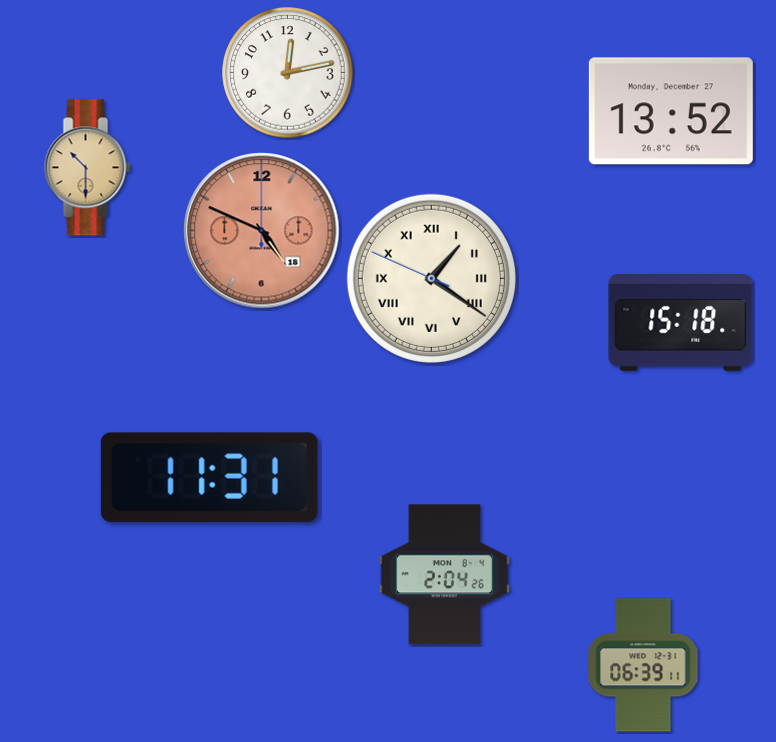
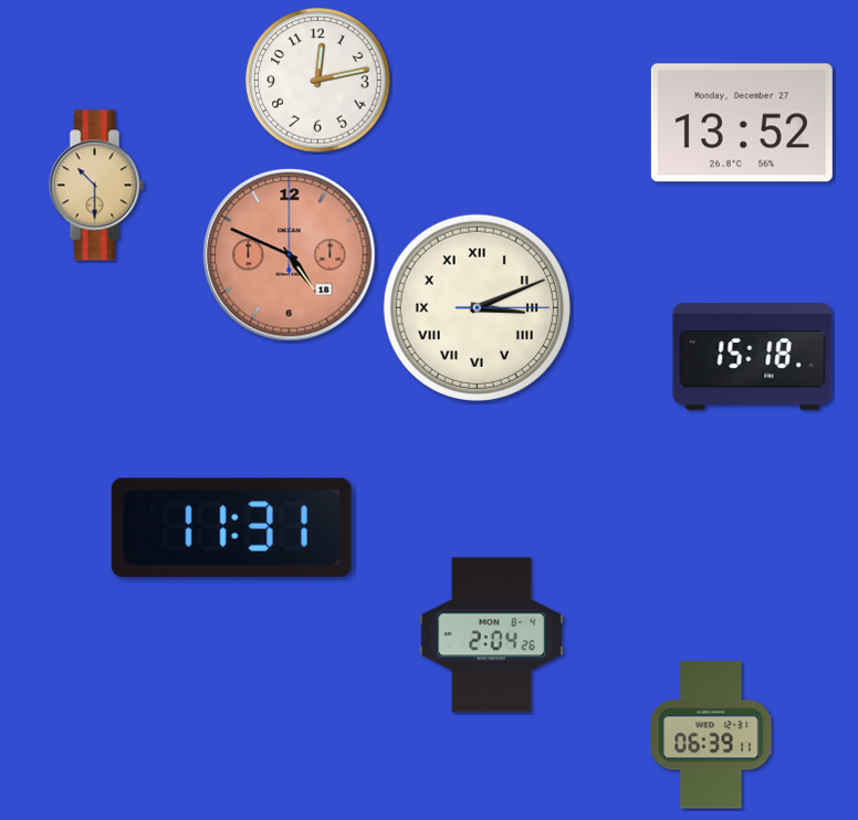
clock at (431, 278): 1:20 -> 3:11
